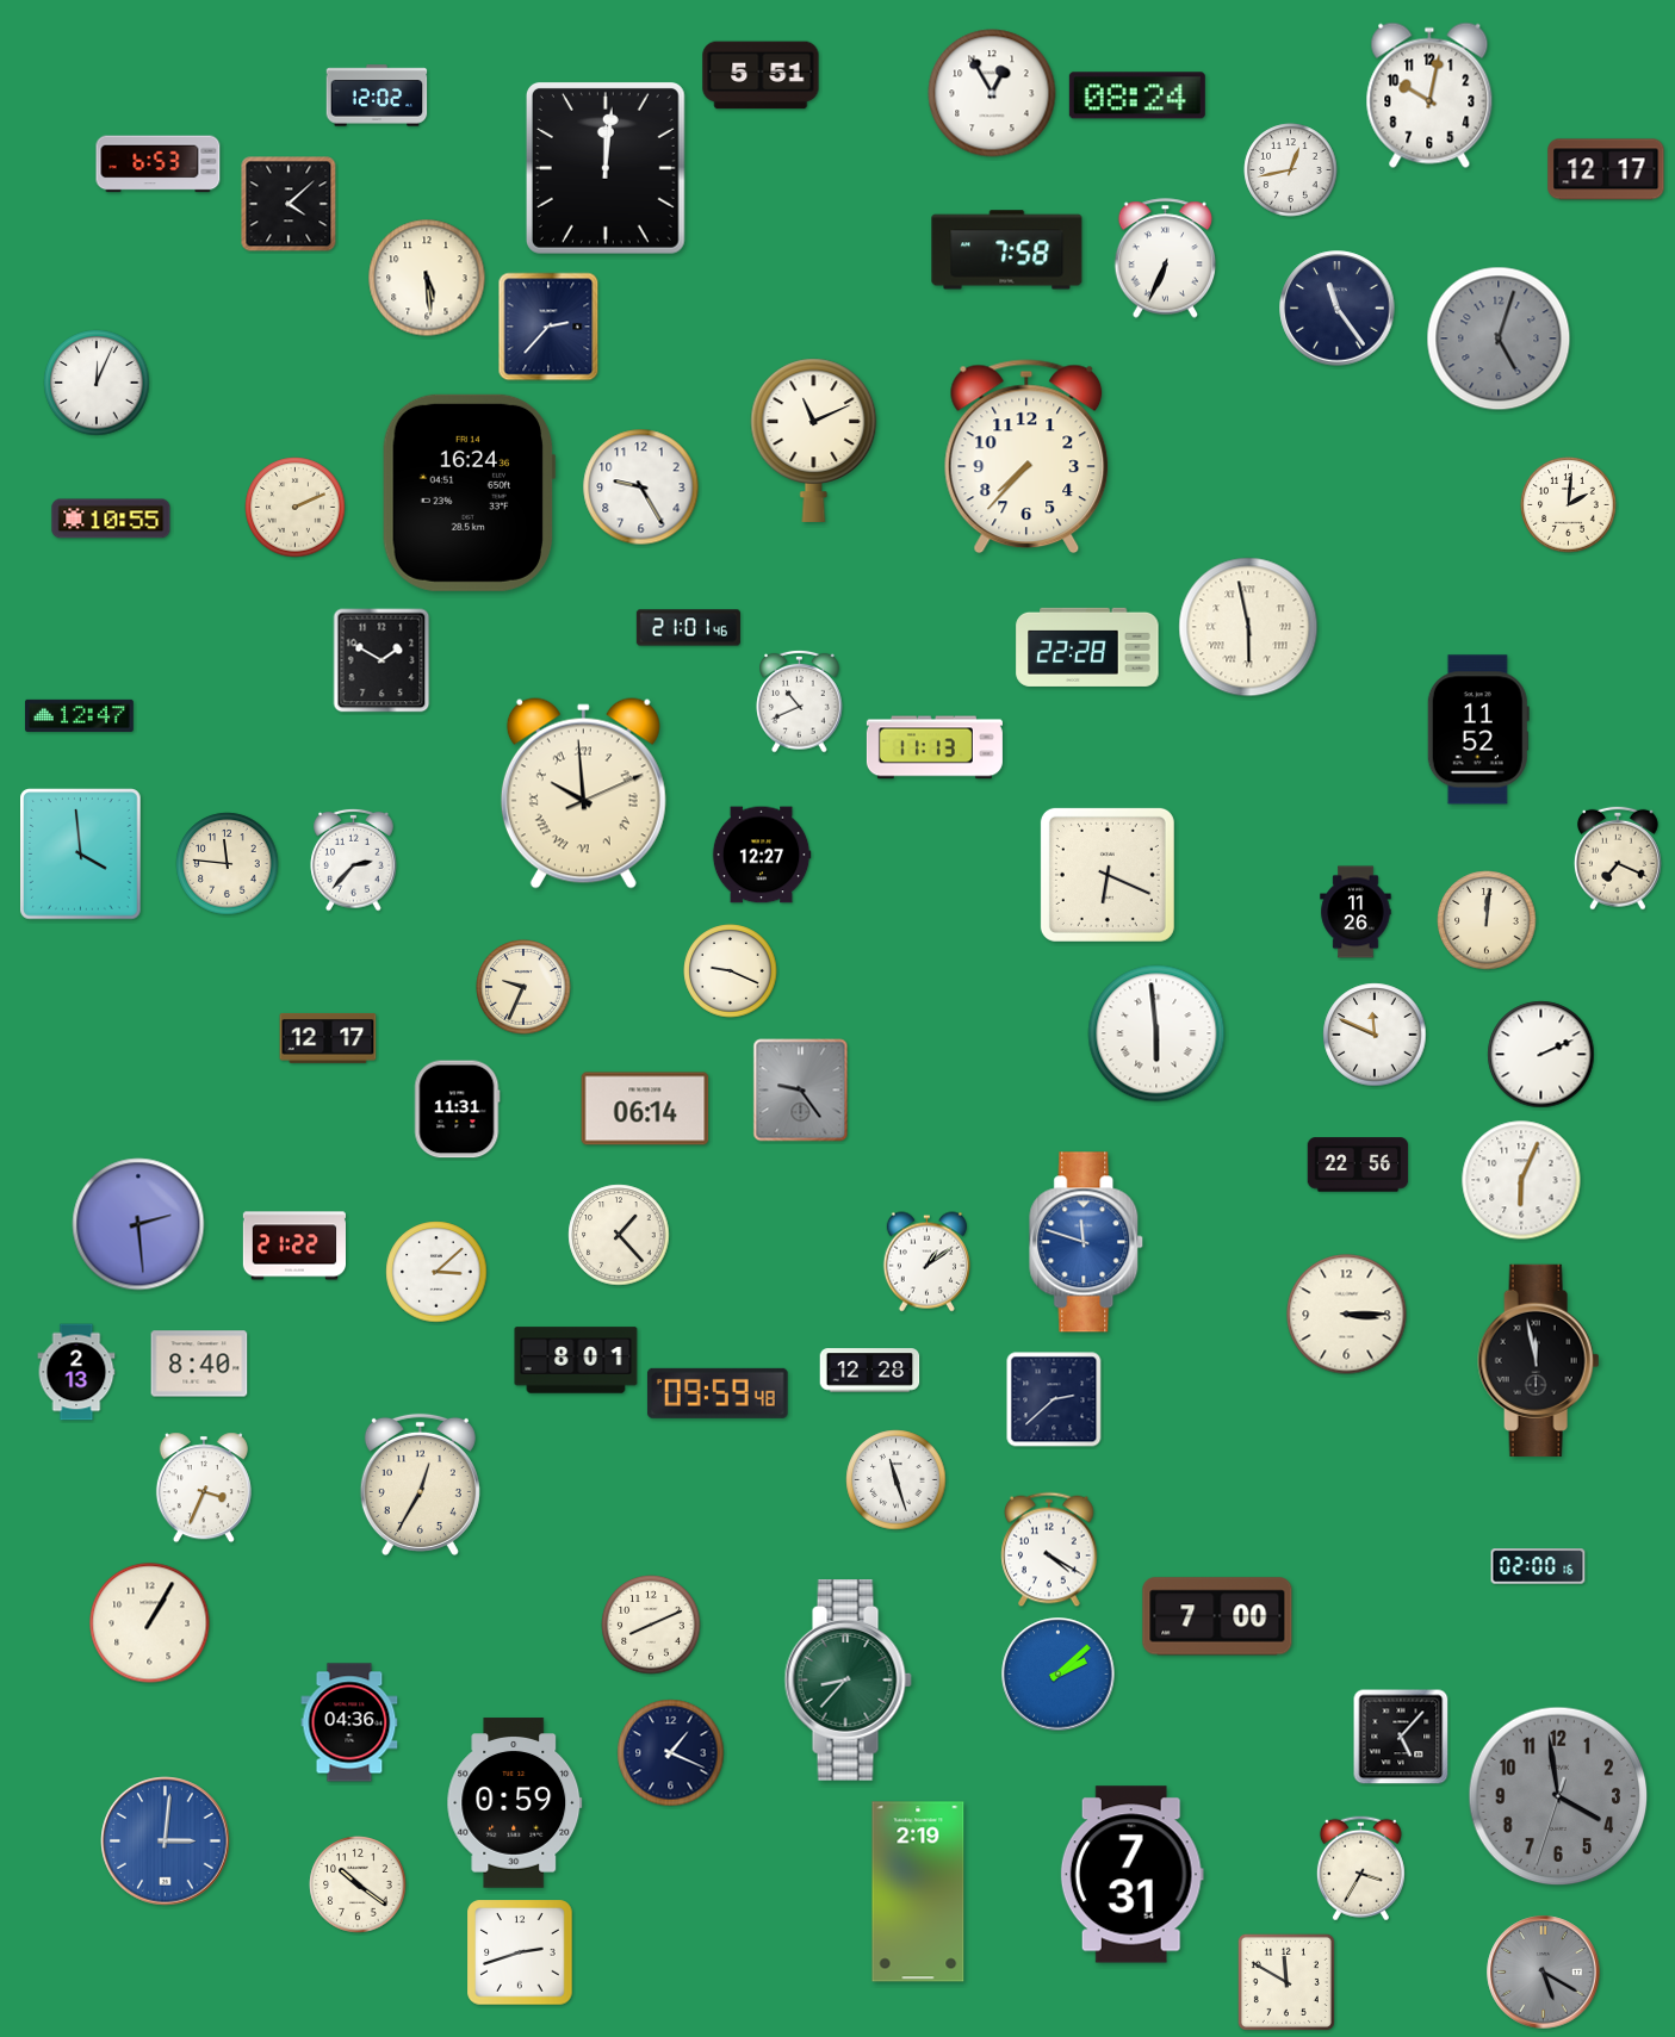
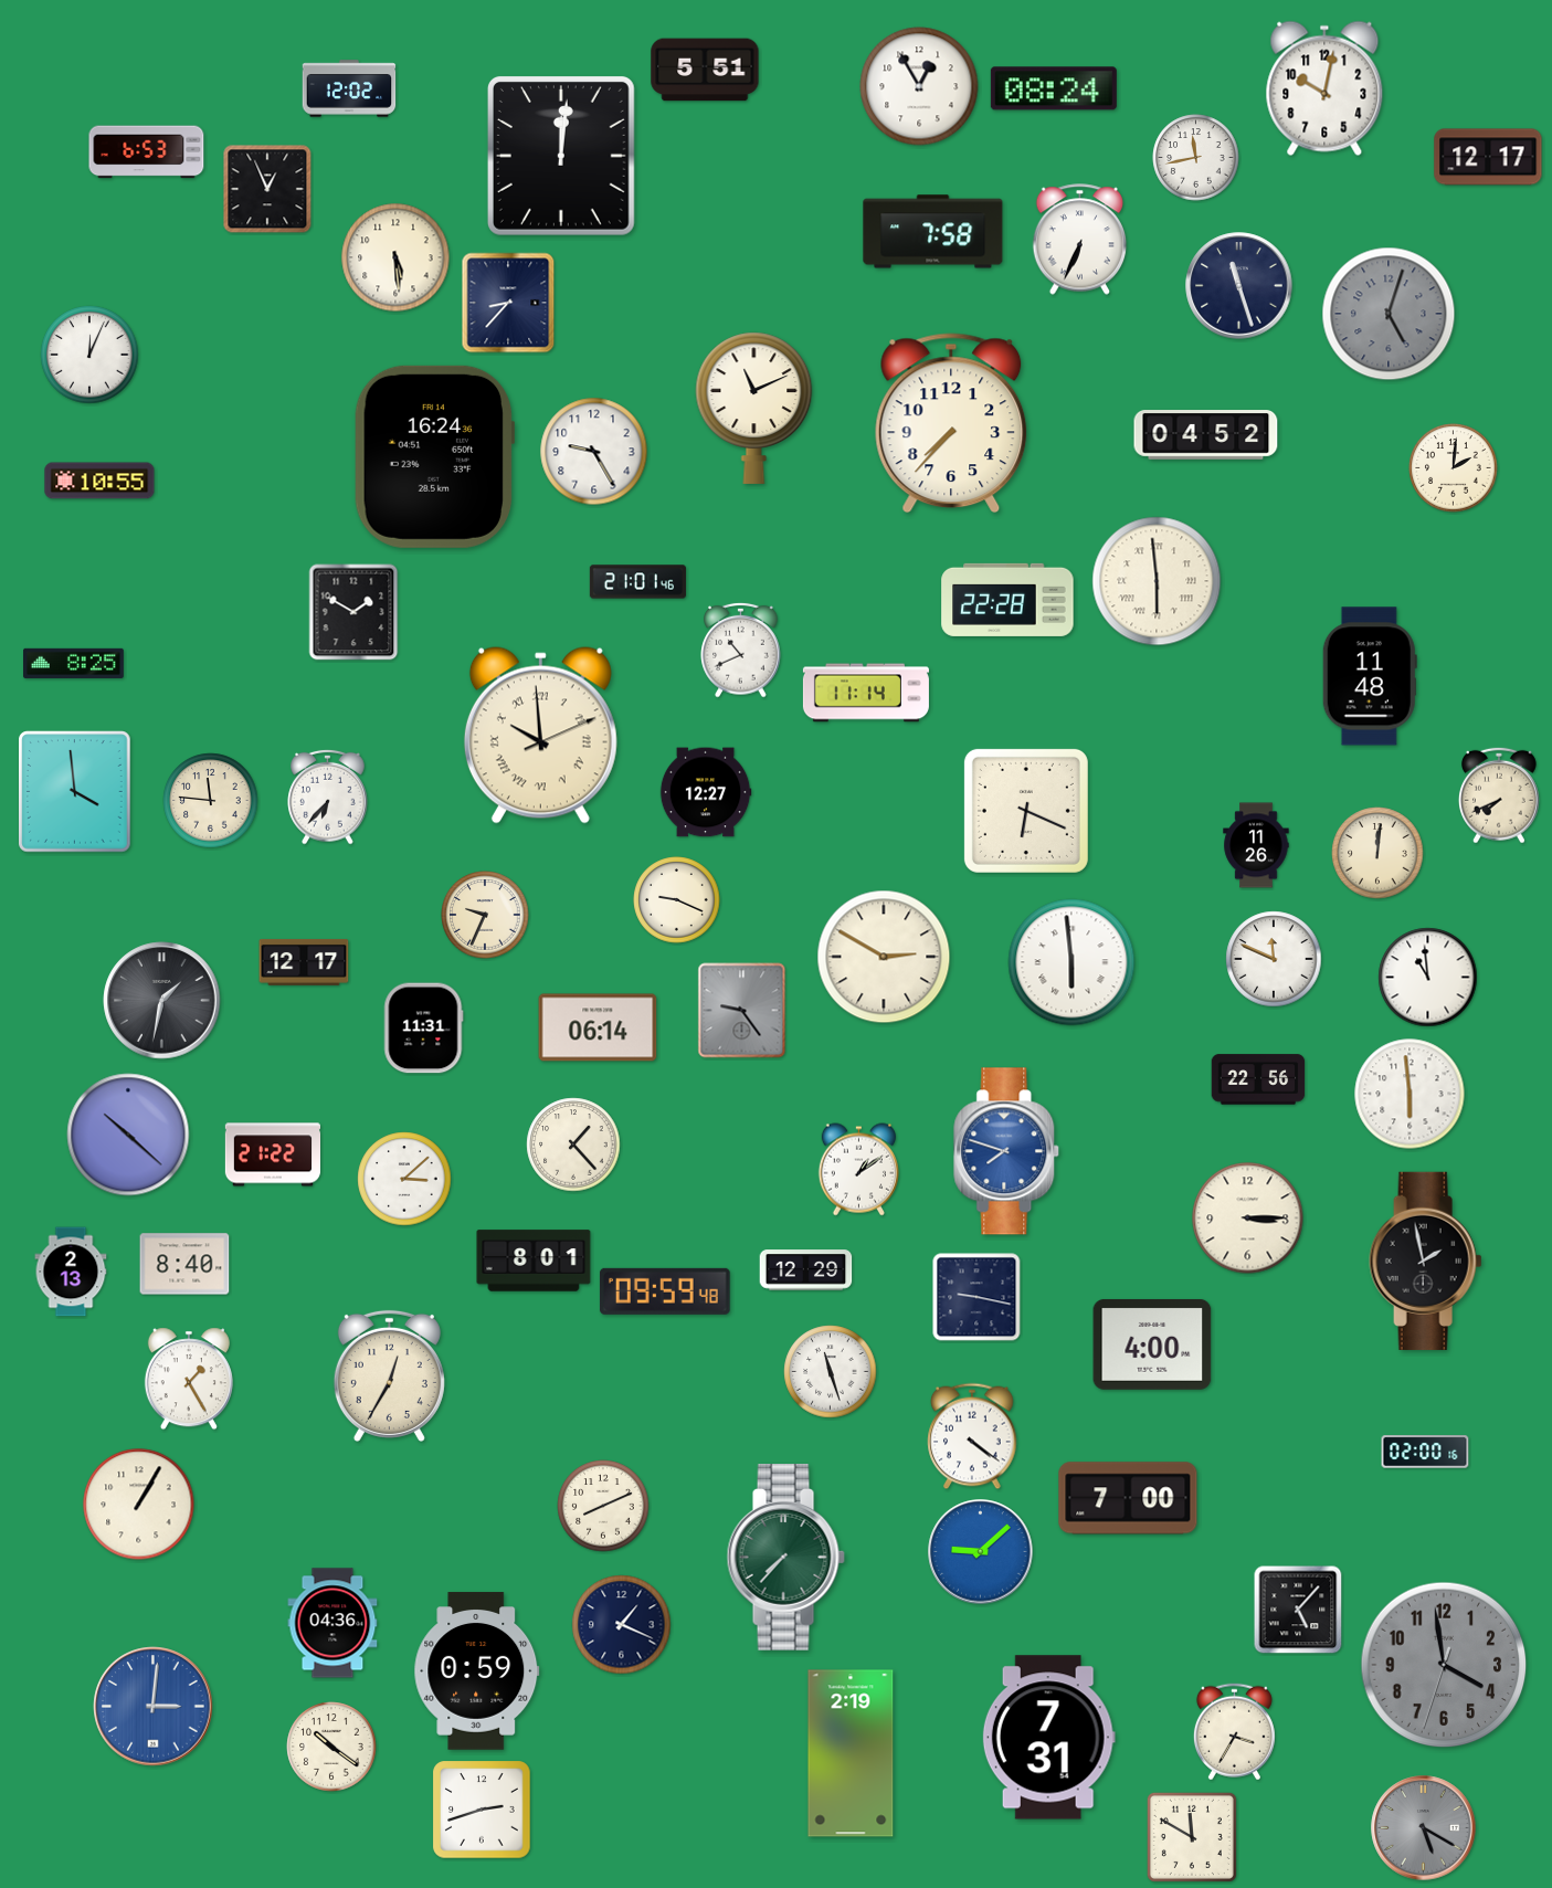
clock at (1291, 170): 12:43 -> 11:43
clock at (289, 204): 4:08 -> 12:56
clock at (1338, 309): 11:24 -> 11:27
clock at (548, 327): 2:37 -> 8:37
clock at (1206, 435): none -> 04:52
clock at (296, 508): 2:11 -> none
clock at (111, 518) position: (111, 518) -> (99, 481)
clock at (1248, 627): 5:58 -> 5:59
clock at (80, 715): 12:47 -> 8:25
clock at (1478, 729): 11:52 -> 11:48
clock at (935, 747): 11:13 -> 11:14
clock at (1618, 858): 7:19 -> 7:41
clock at (354, 859): 2:37 -> 6:37
clock at (884, 957): none -> 2:50
clock at (1156, 1033) position: (1156, 1033) -> (1071, 962)
clock at (1541, 1055): 2:11 -> 10:59
clock at (162, 1001): none -> 1:32
clock at (1521, 1180): 6:04 -> 5:59
clock at (138, 1224): 2:29 -> 10:22
clock at (1087, 1242): 11:48 -> 7:48
clock at (1539, 1360): 11:58 -> 1:58
clock at (870, 1371): 12:28 -> 12:29
clock at (1054, 1399): 2:38 -> 9:17
clock at (1152, 1344): none -> 4:00
clock at (204, 1488): 3:34 -> 1:25
clock at (1049, 1550): 4:20 -> 4:21
clock at (1059, 1675): 2:08 -> 9:08
clock at (848, 1681): 8:37 -> 7:37
clock at (349, 1722) position: (349, 1722) -> (332, 1623)
clock at (1360, 1869) position: (1360, 1869) -> (1234, 1732)
clock at (1544, 1973) position: (1544, 1973) -> (1424, 1828)
